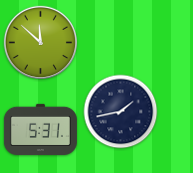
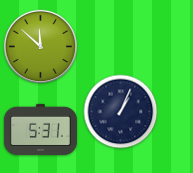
clock at (40, 42) position: (40, 42) -> (40, 46)
clock at (121, 112): 1:43 -> 1:04
